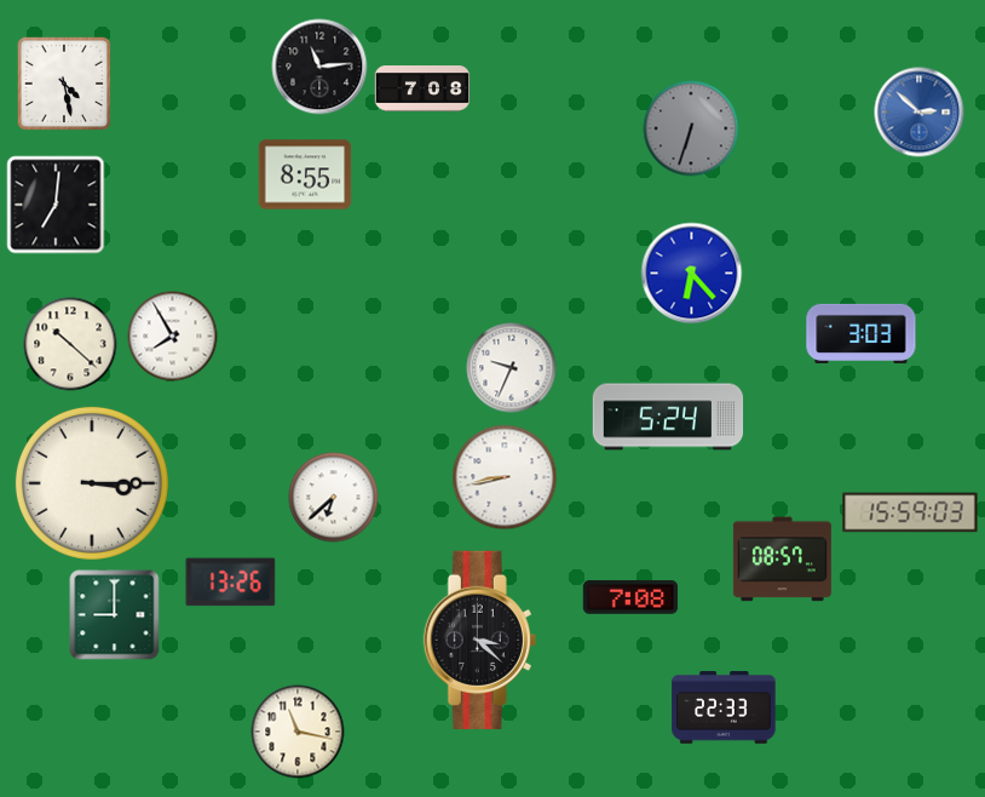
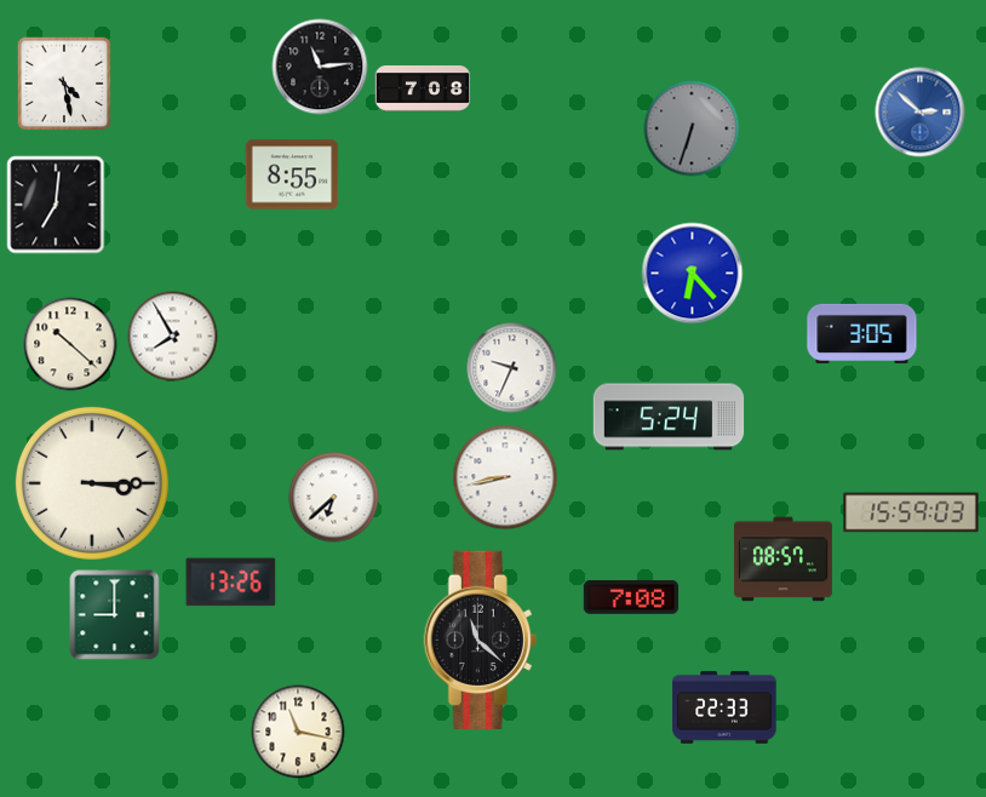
clock at (305, 174) position: (305, 174) -> (292, 174)
clock at (862, 333): 3:03 -> 3:05
clock at (479, 640): 3:22 -> 11:22
